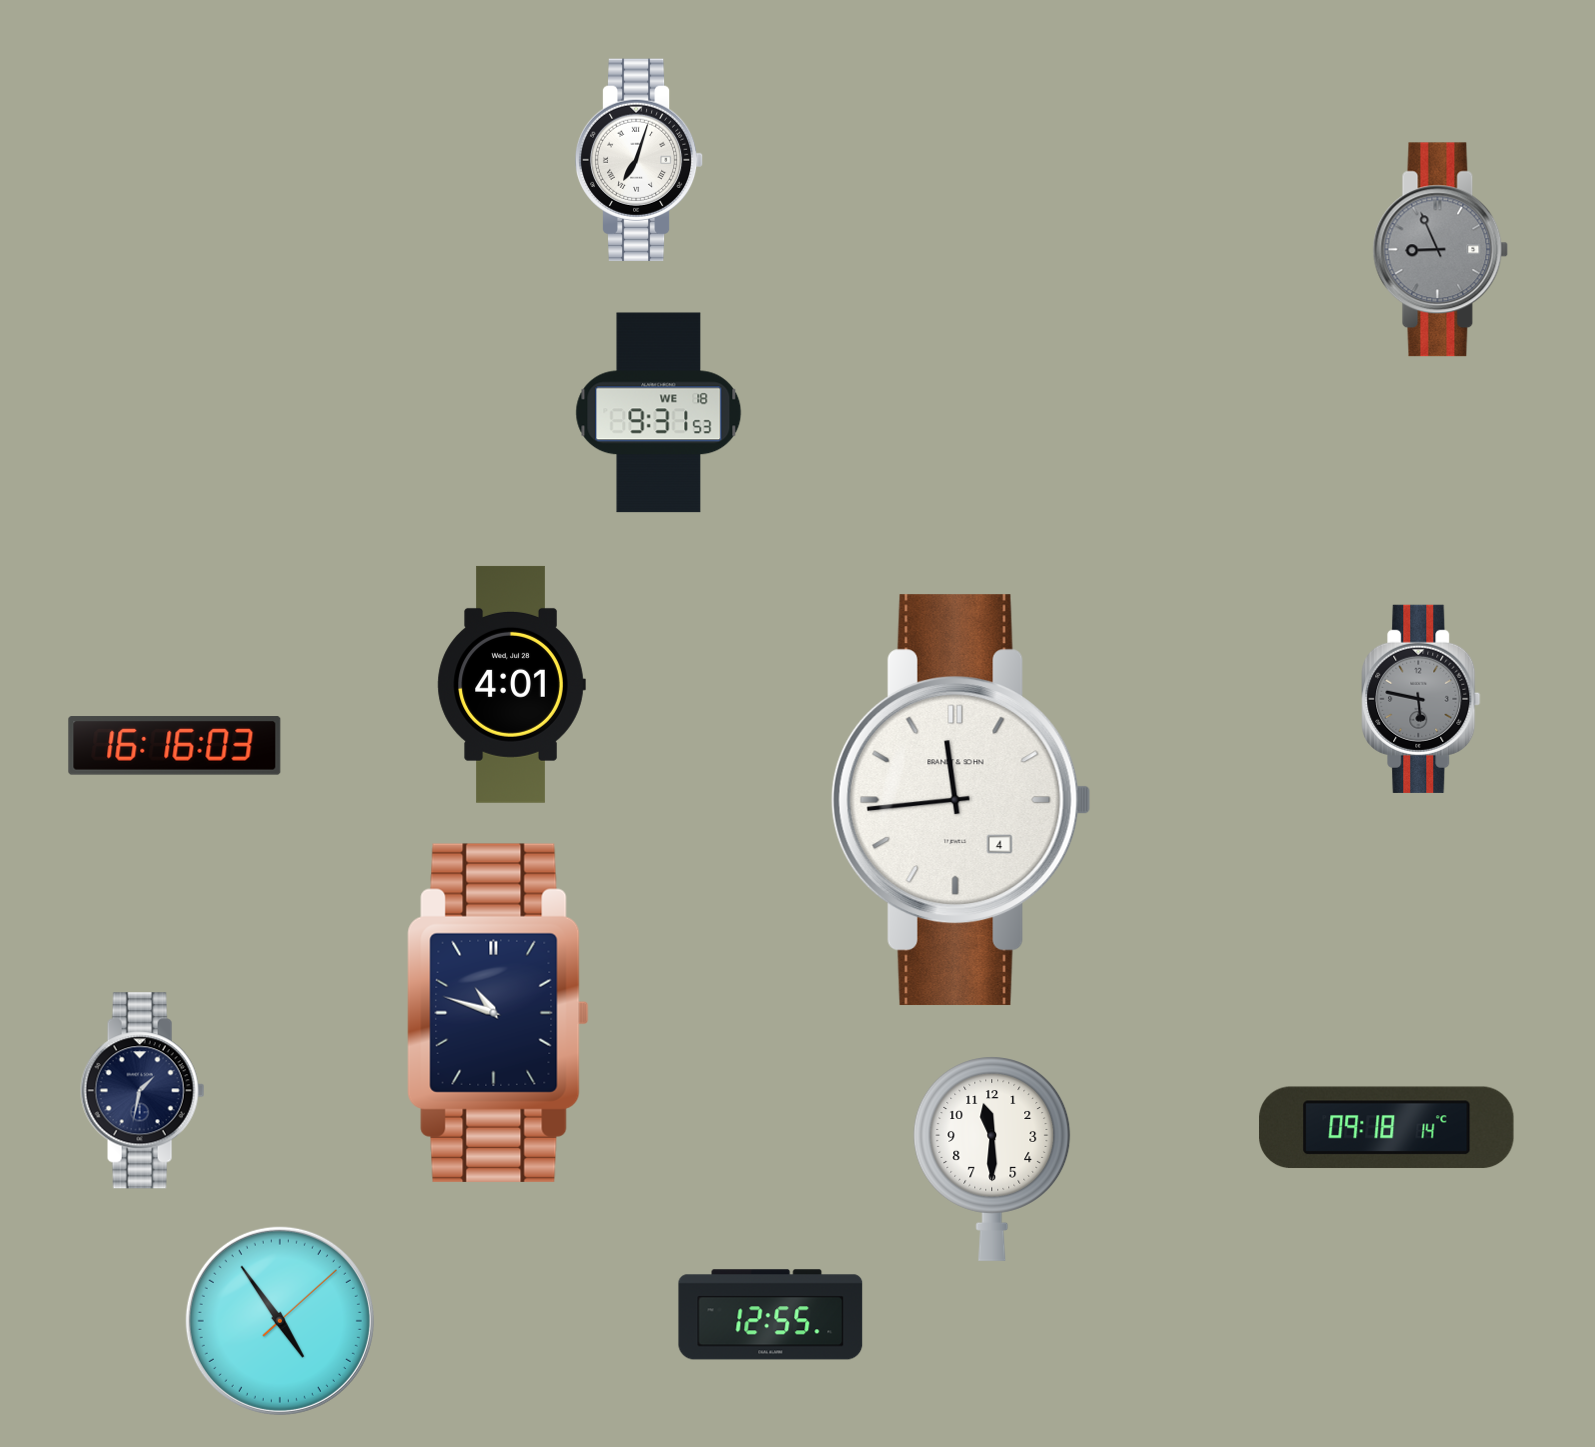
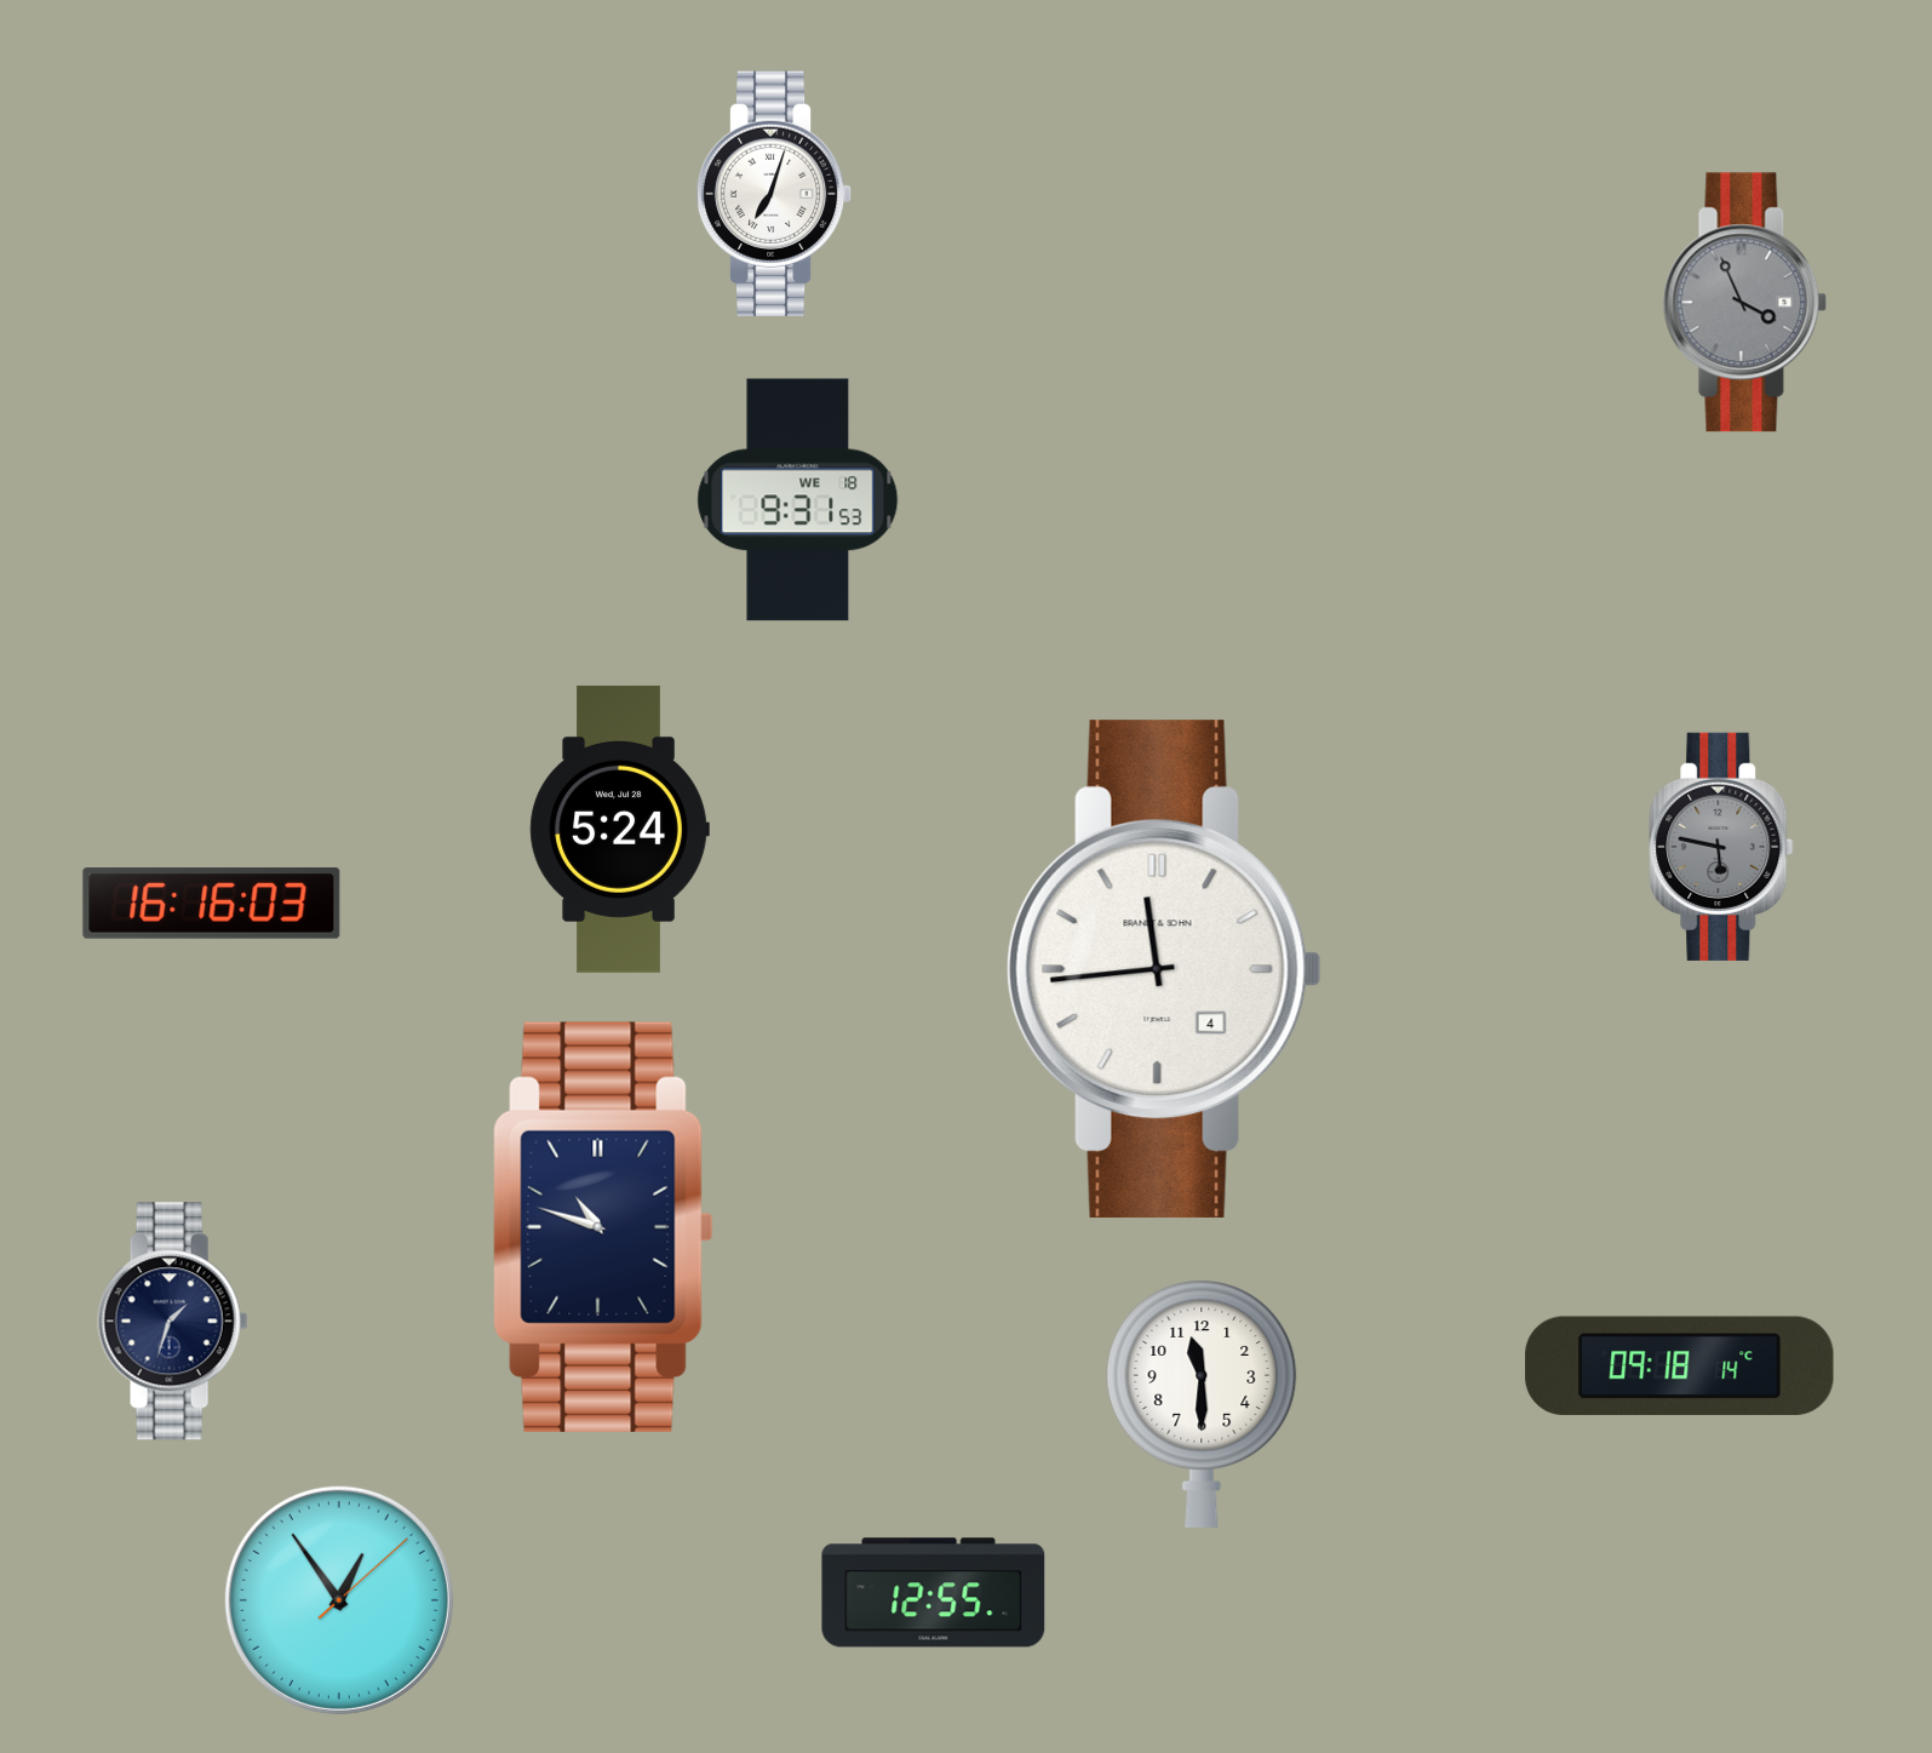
clock at (1441, 250): 8:56 -> 3:56
clock at (511, 684): 4:01 -> 5:24
clock at (143, 1091): 1:32 -> 1:33
clock at (280, 1321): 4:54 -> 12:54
